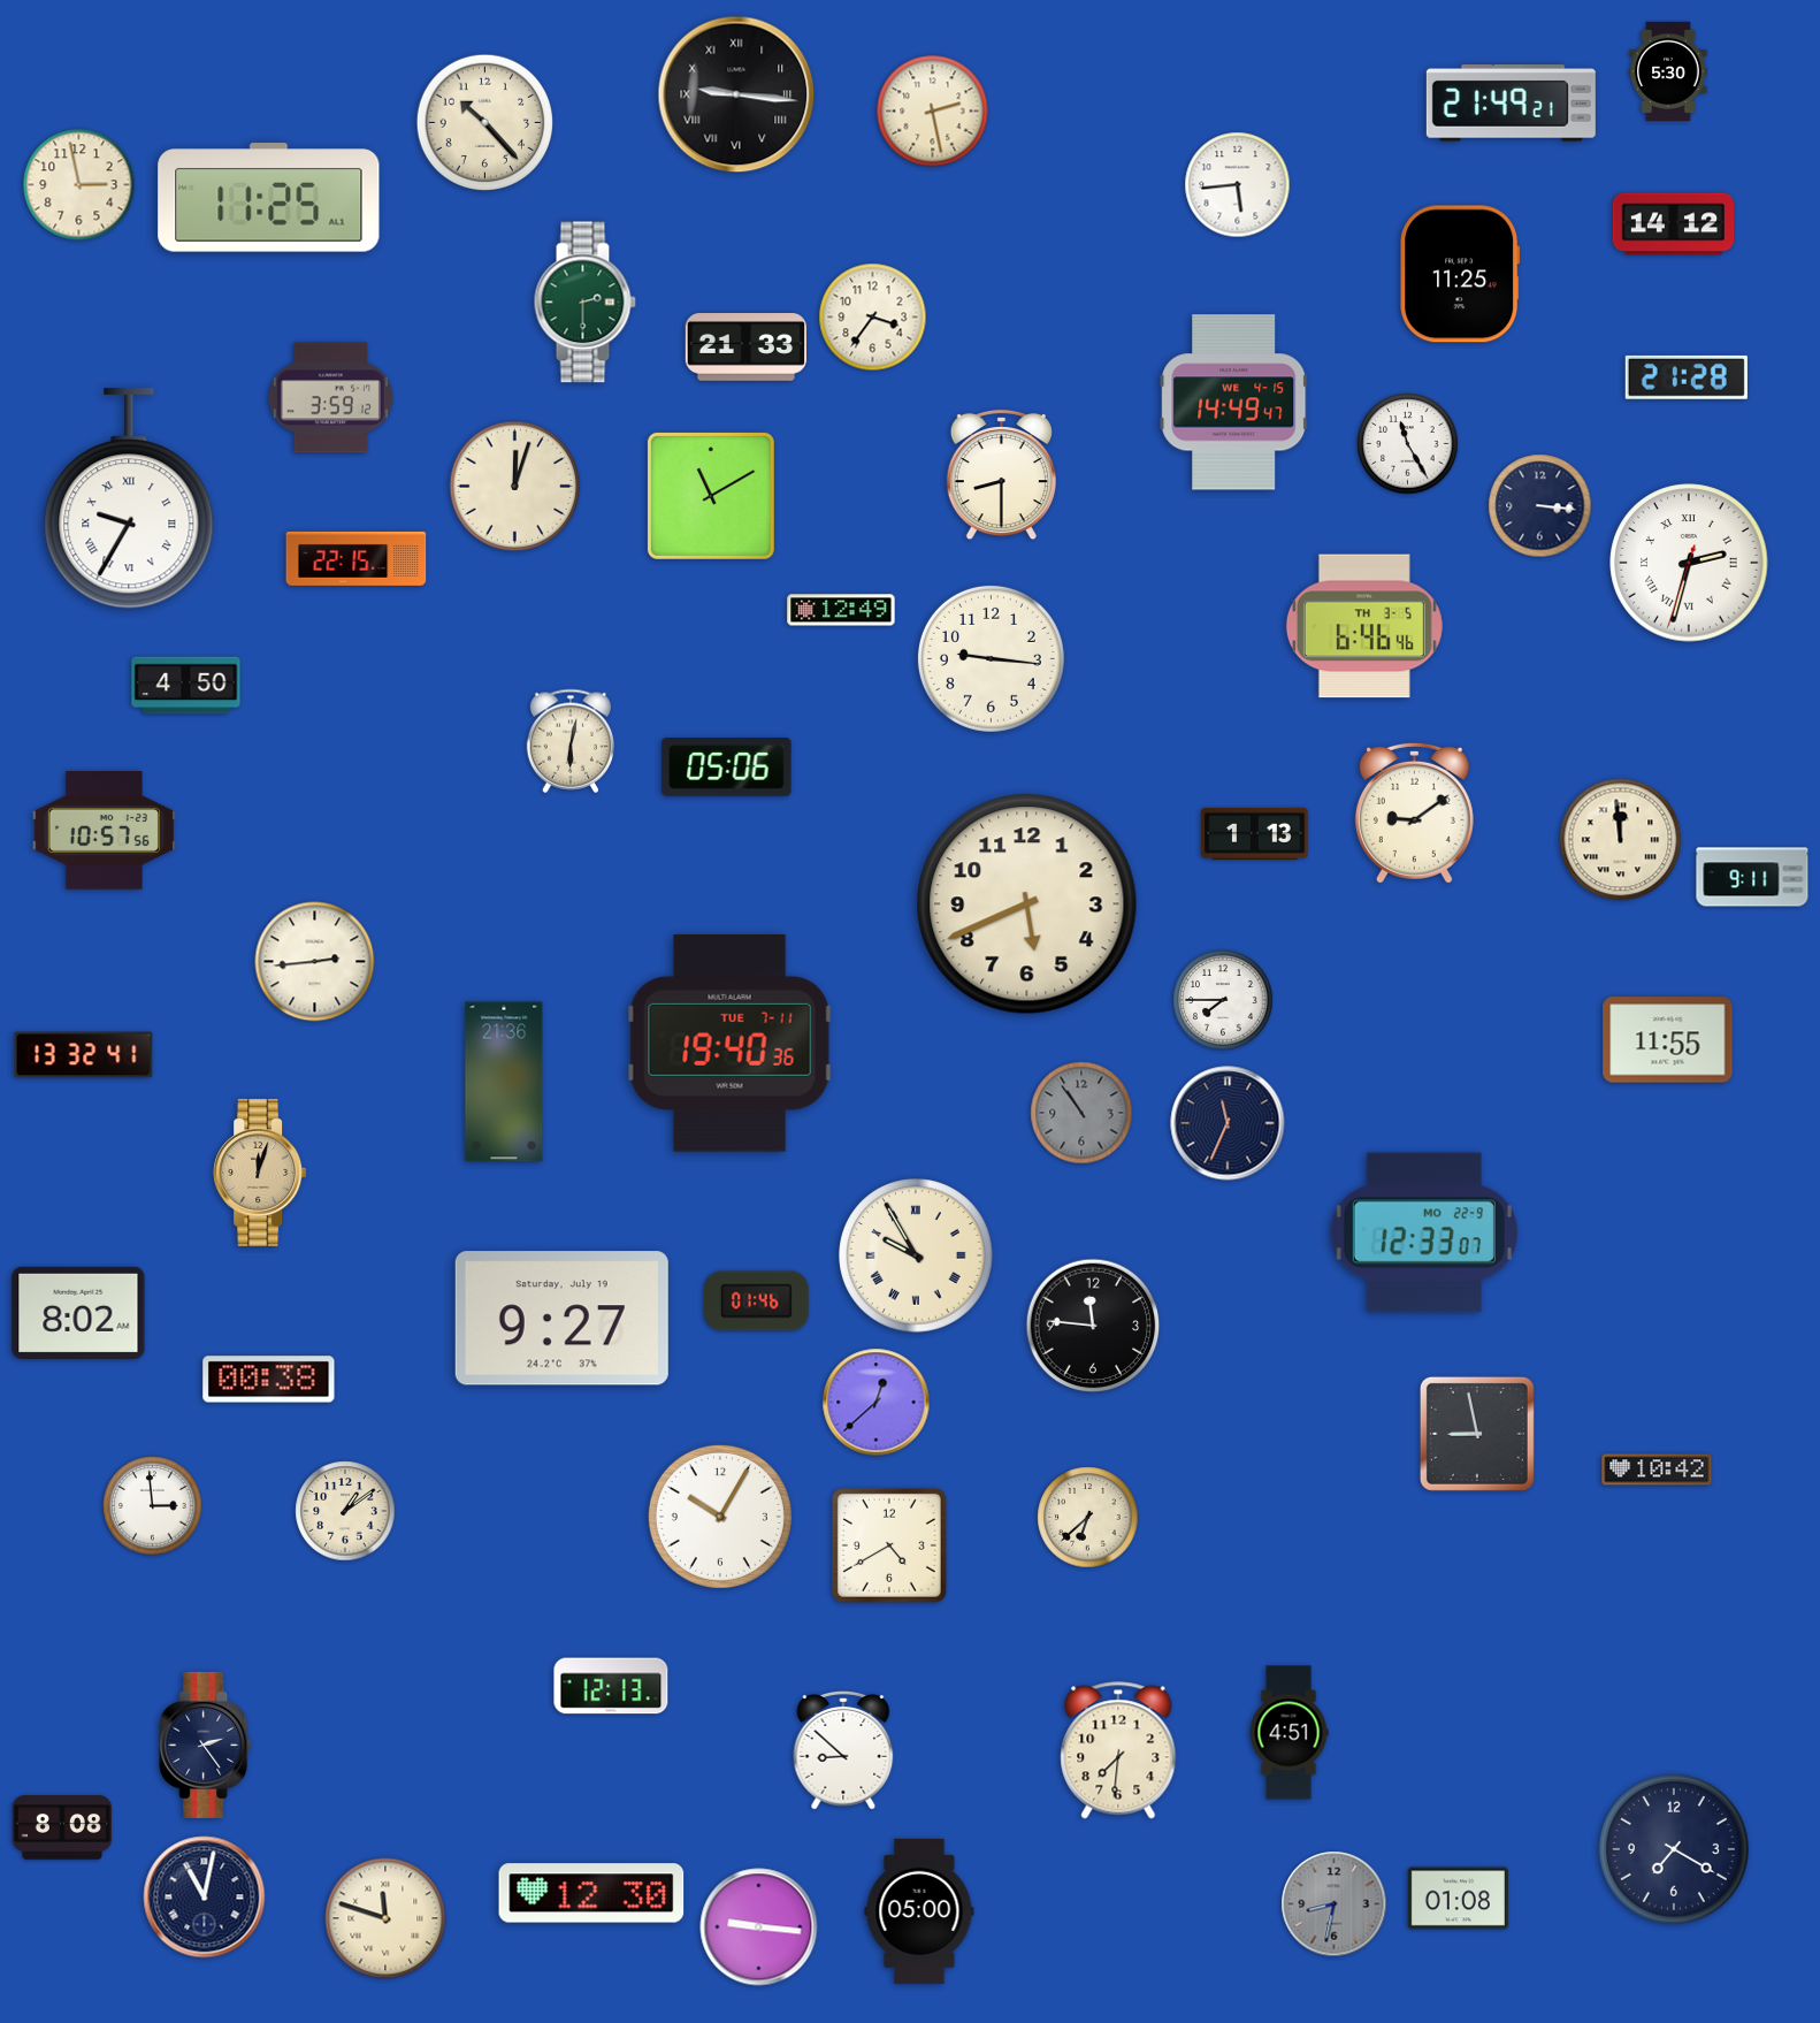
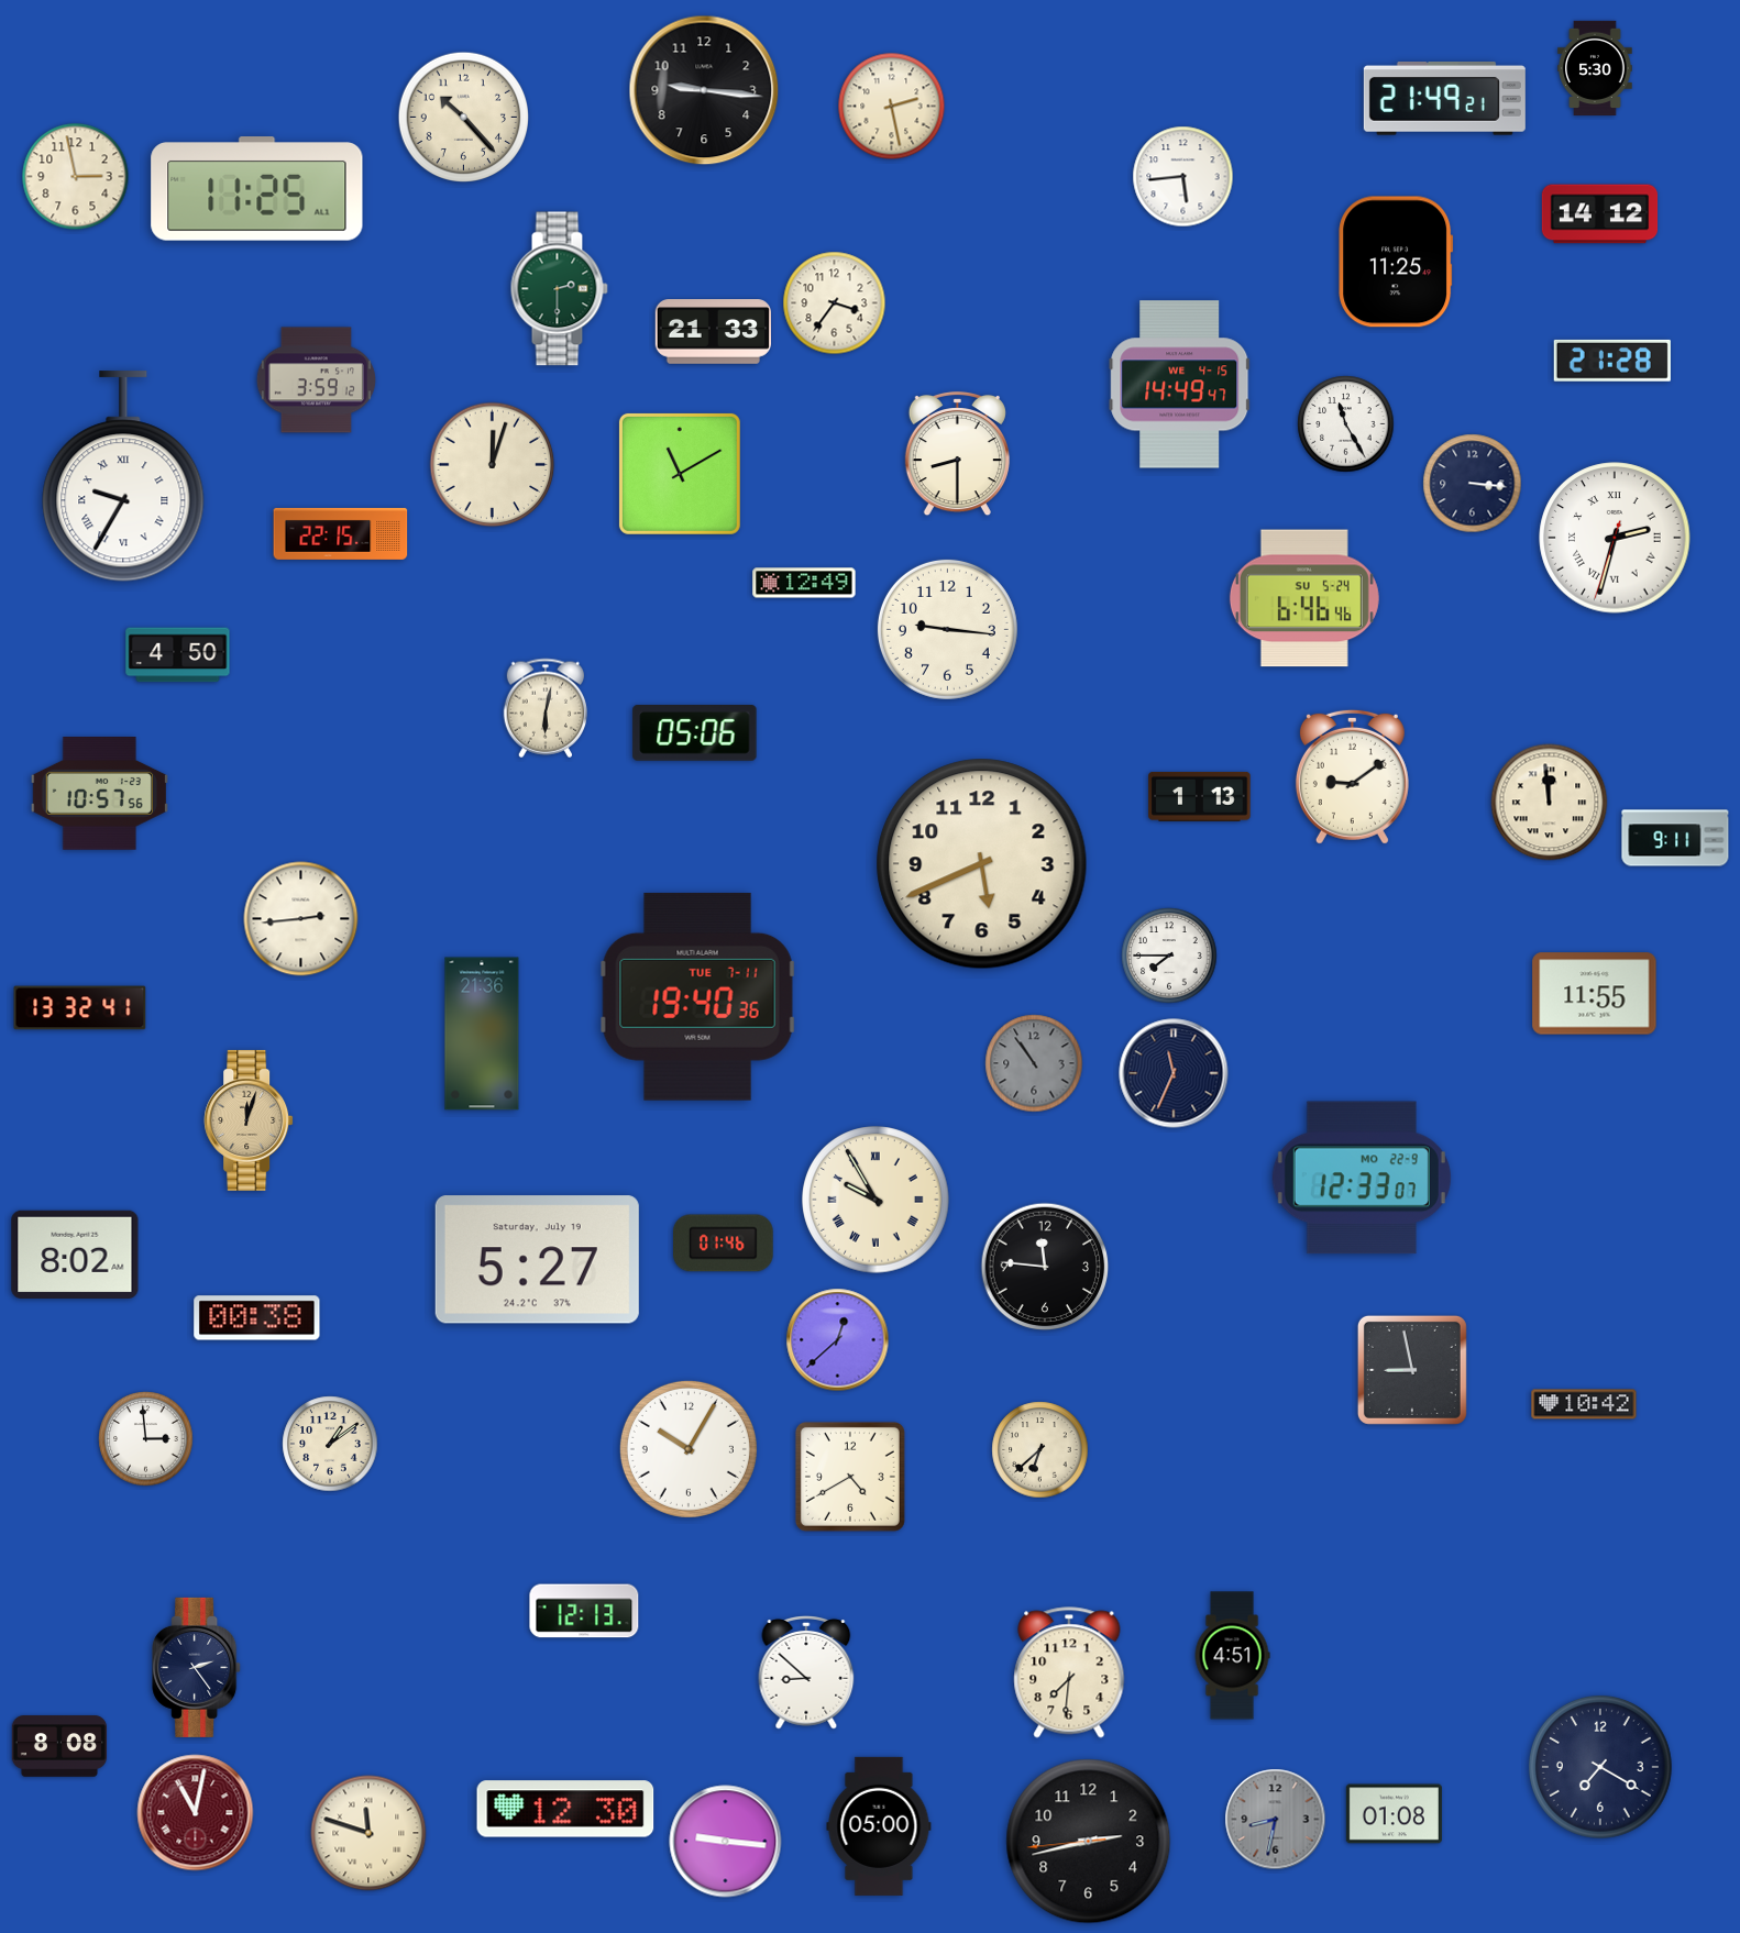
clock at (736, 94) numerals: Roman -> Arabic
clock at (1364, 626) date: TH 3-5 -> SU 5-24
clock at (561, 1319): 9:27 -> 5:27
clock at (205, 1898) dial: navy -> burgundy
clock at (1089, 1842): none -> 2:42
